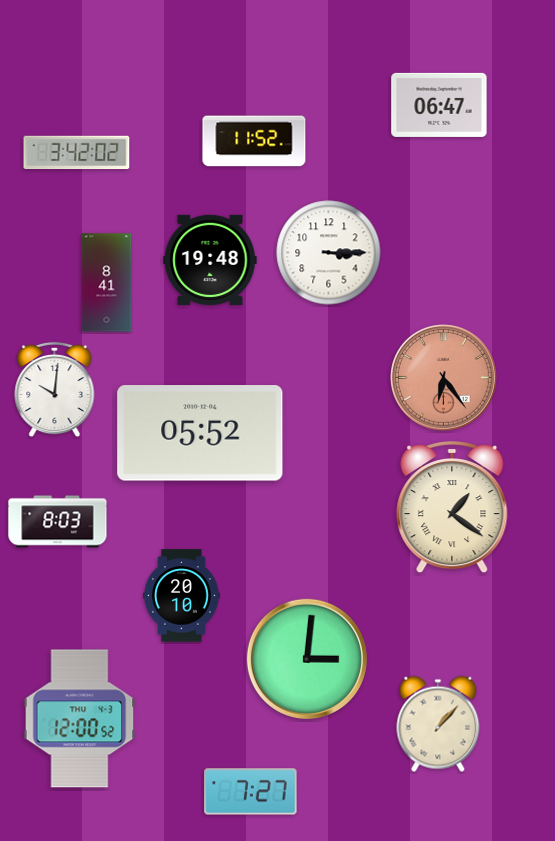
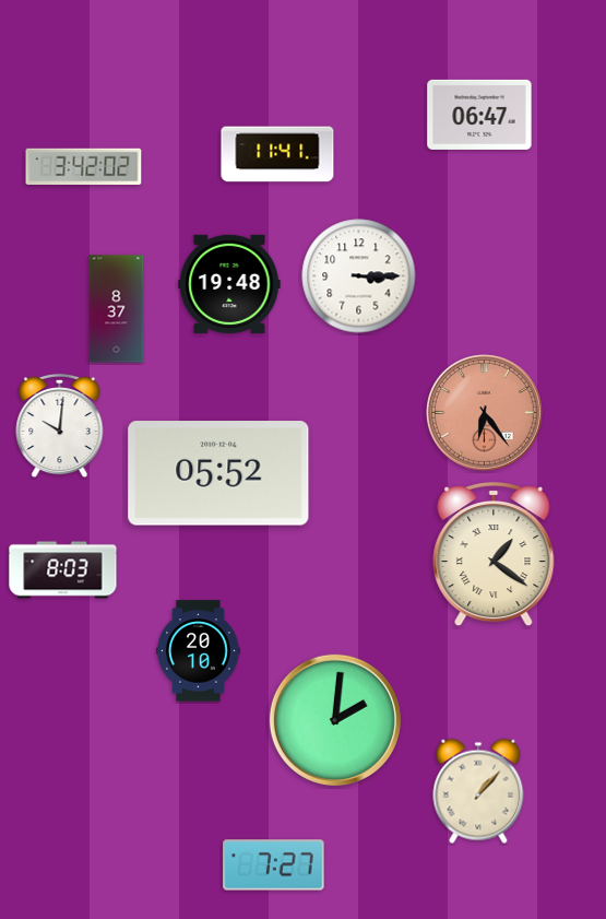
clock at (254, 141): 11:52 -> 11:41
clock at (107, 283): 8:41 -> 8:37
clock at (307, 659): 3:01 -> 2:01
clock at (80, 719): 12:00 -> none
